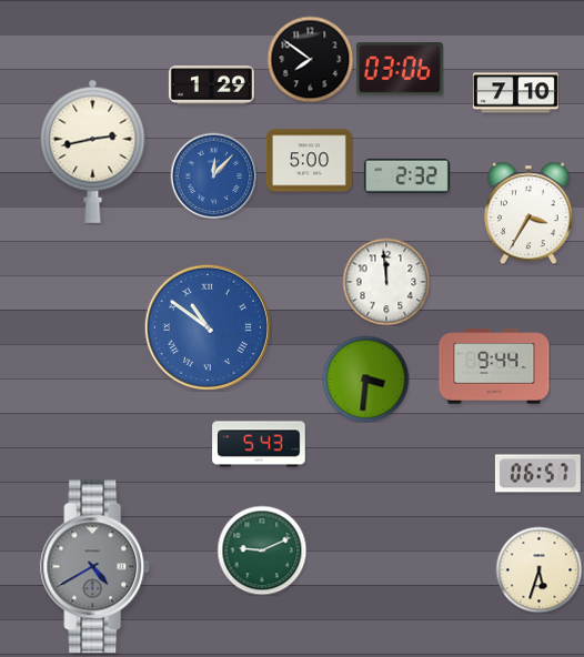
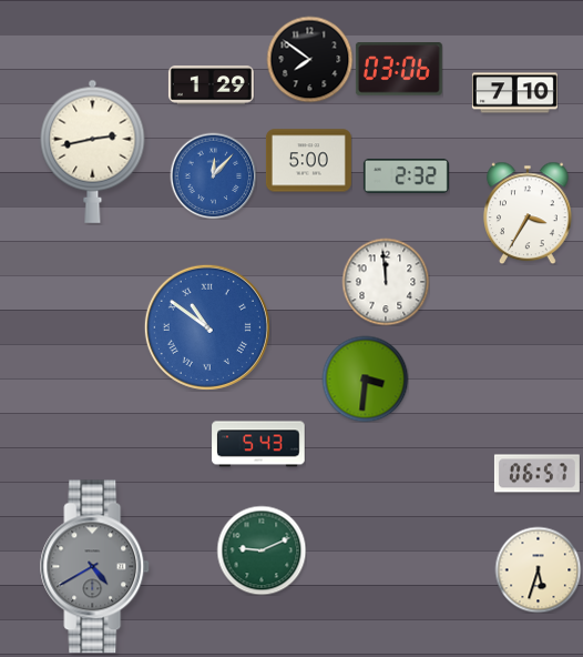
clock at (494, 366): 9:44 -> none
